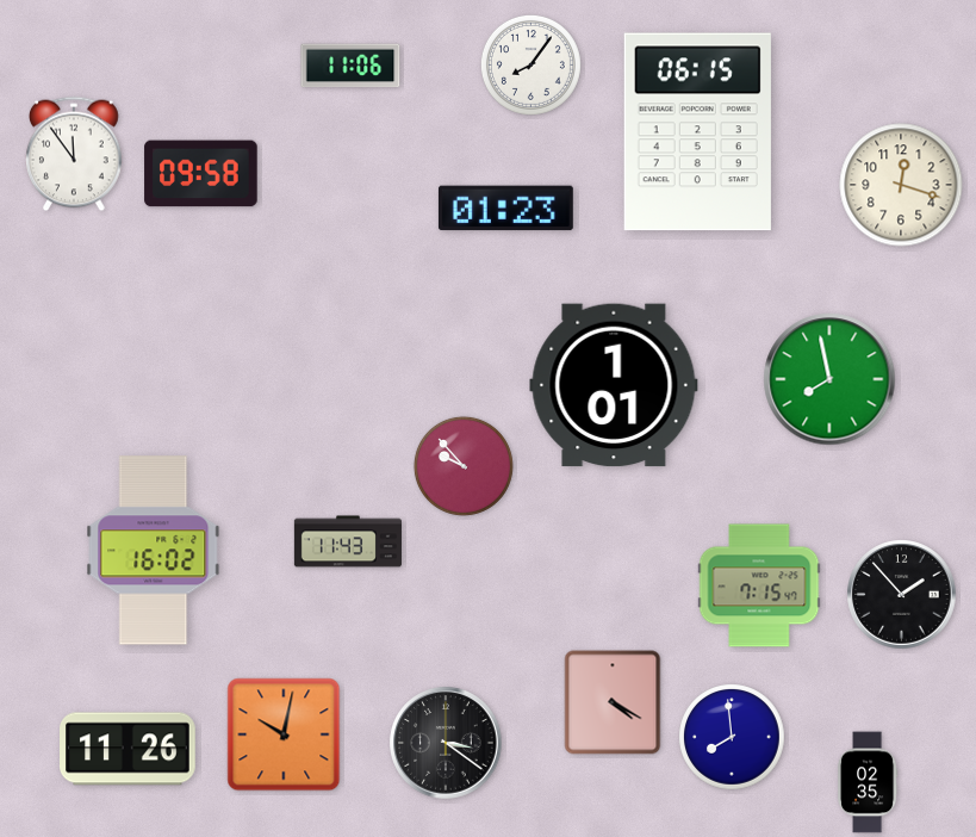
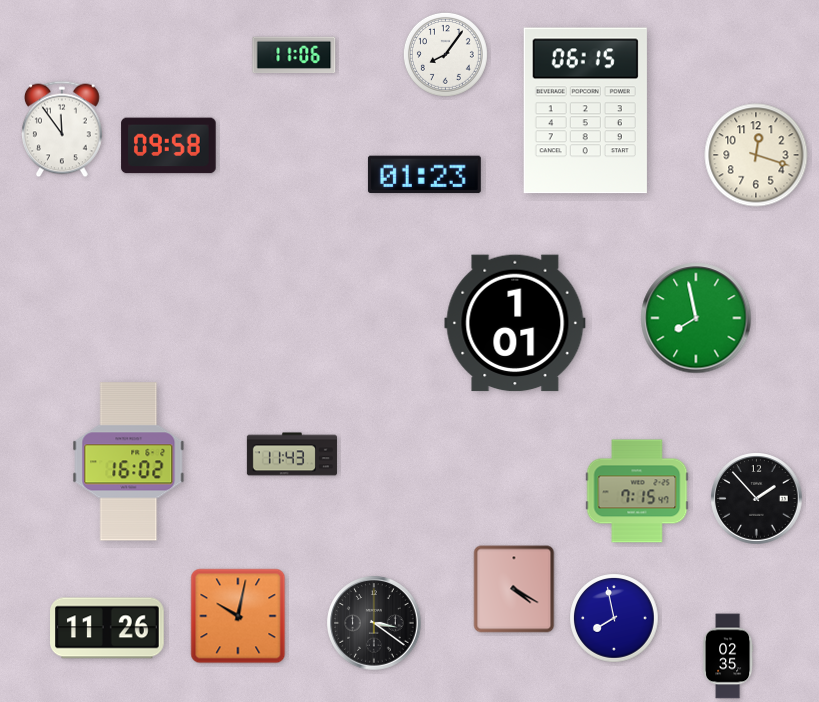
clock at (464, 466): 9:53 -> none
clock at (732, 737): 7:59 -> 7:58
